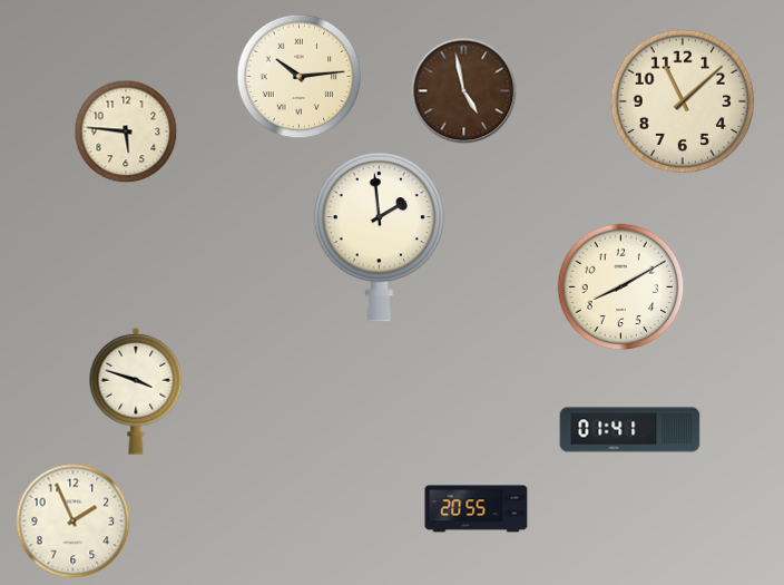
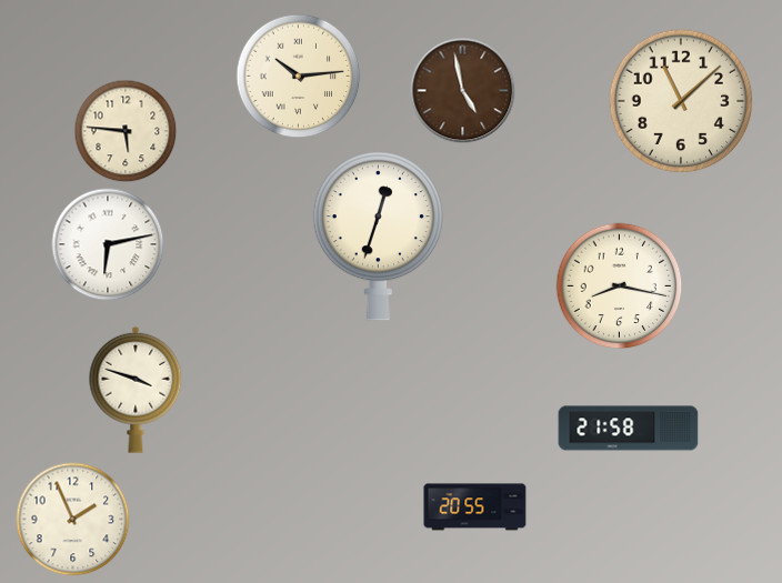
clock at (379, 237): 1:59 -> 12:33
clock at (108, 244): none -> 6:13
clock at (621, 287): 8:10 -> 8:17
clock at (630, 430): 01:41 -> 21:58
